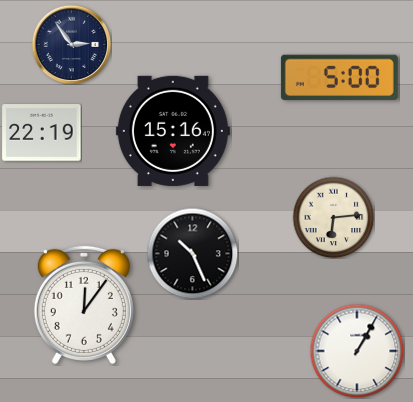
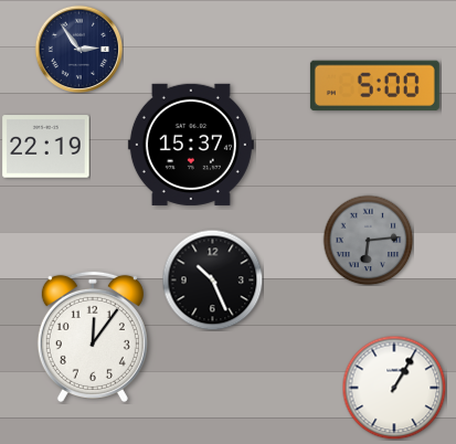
clock at (173, 131): 15:16 -> 15:37
clock at (333, 217) dial: cream -> grey
